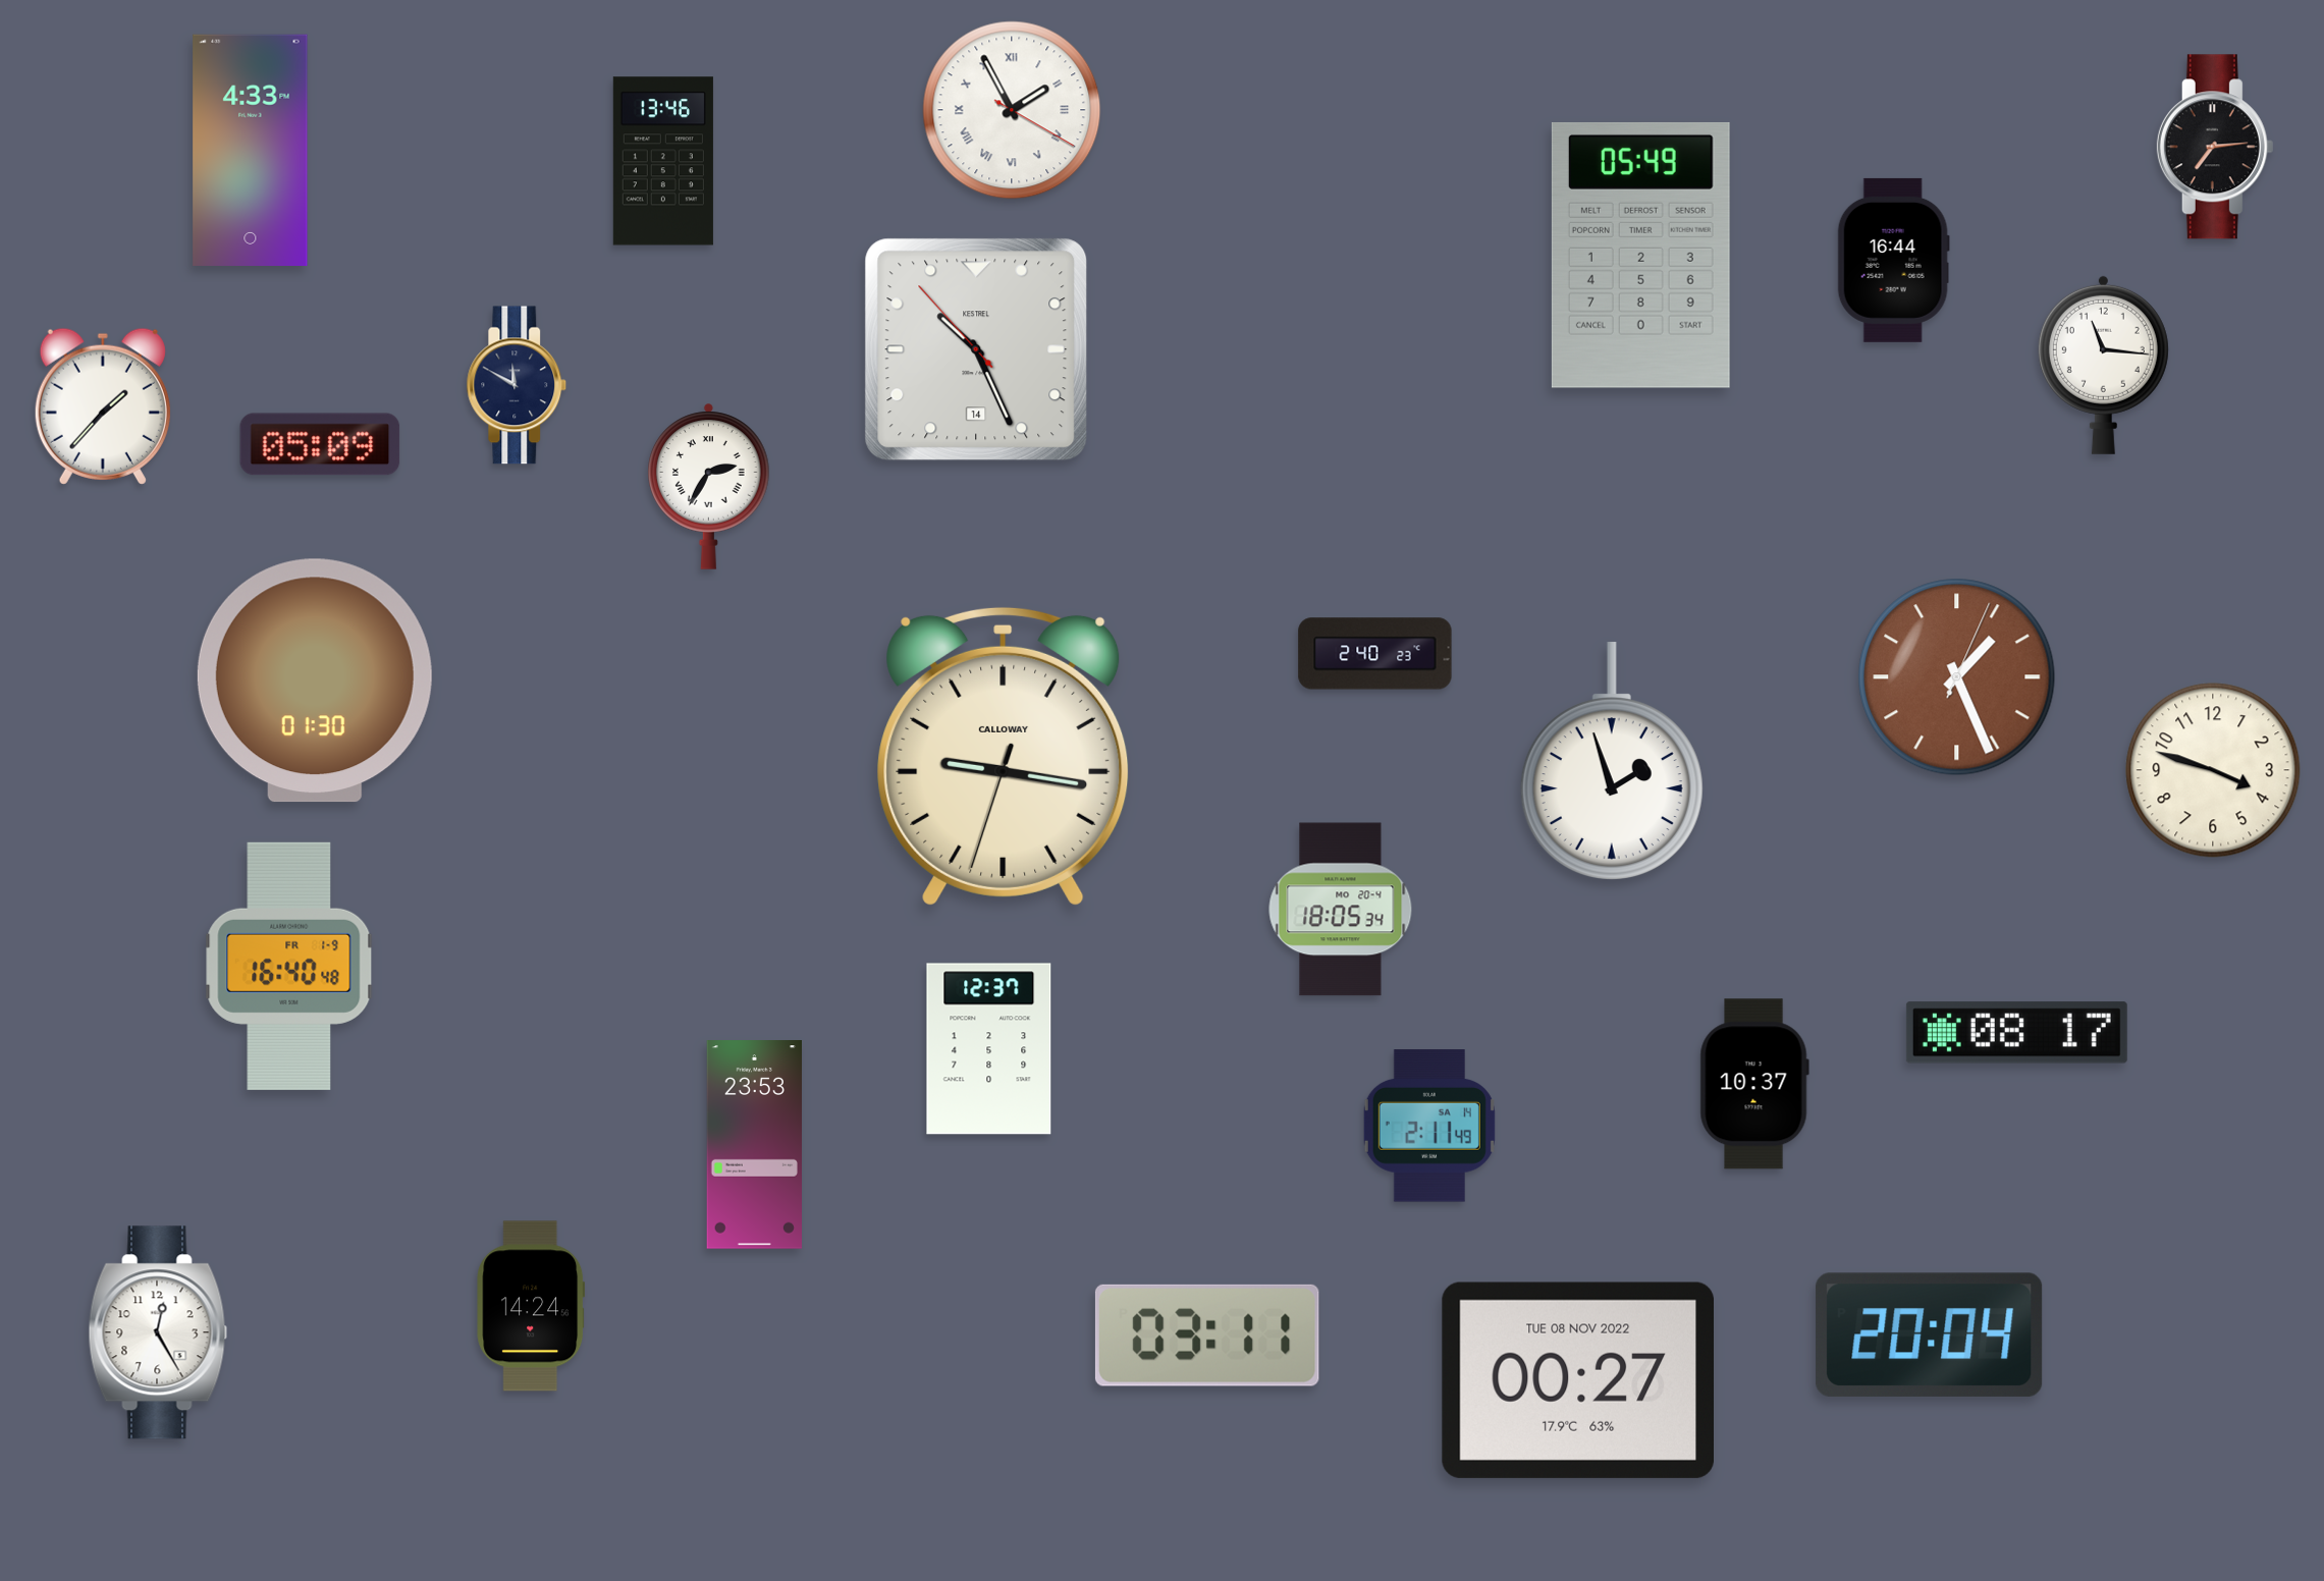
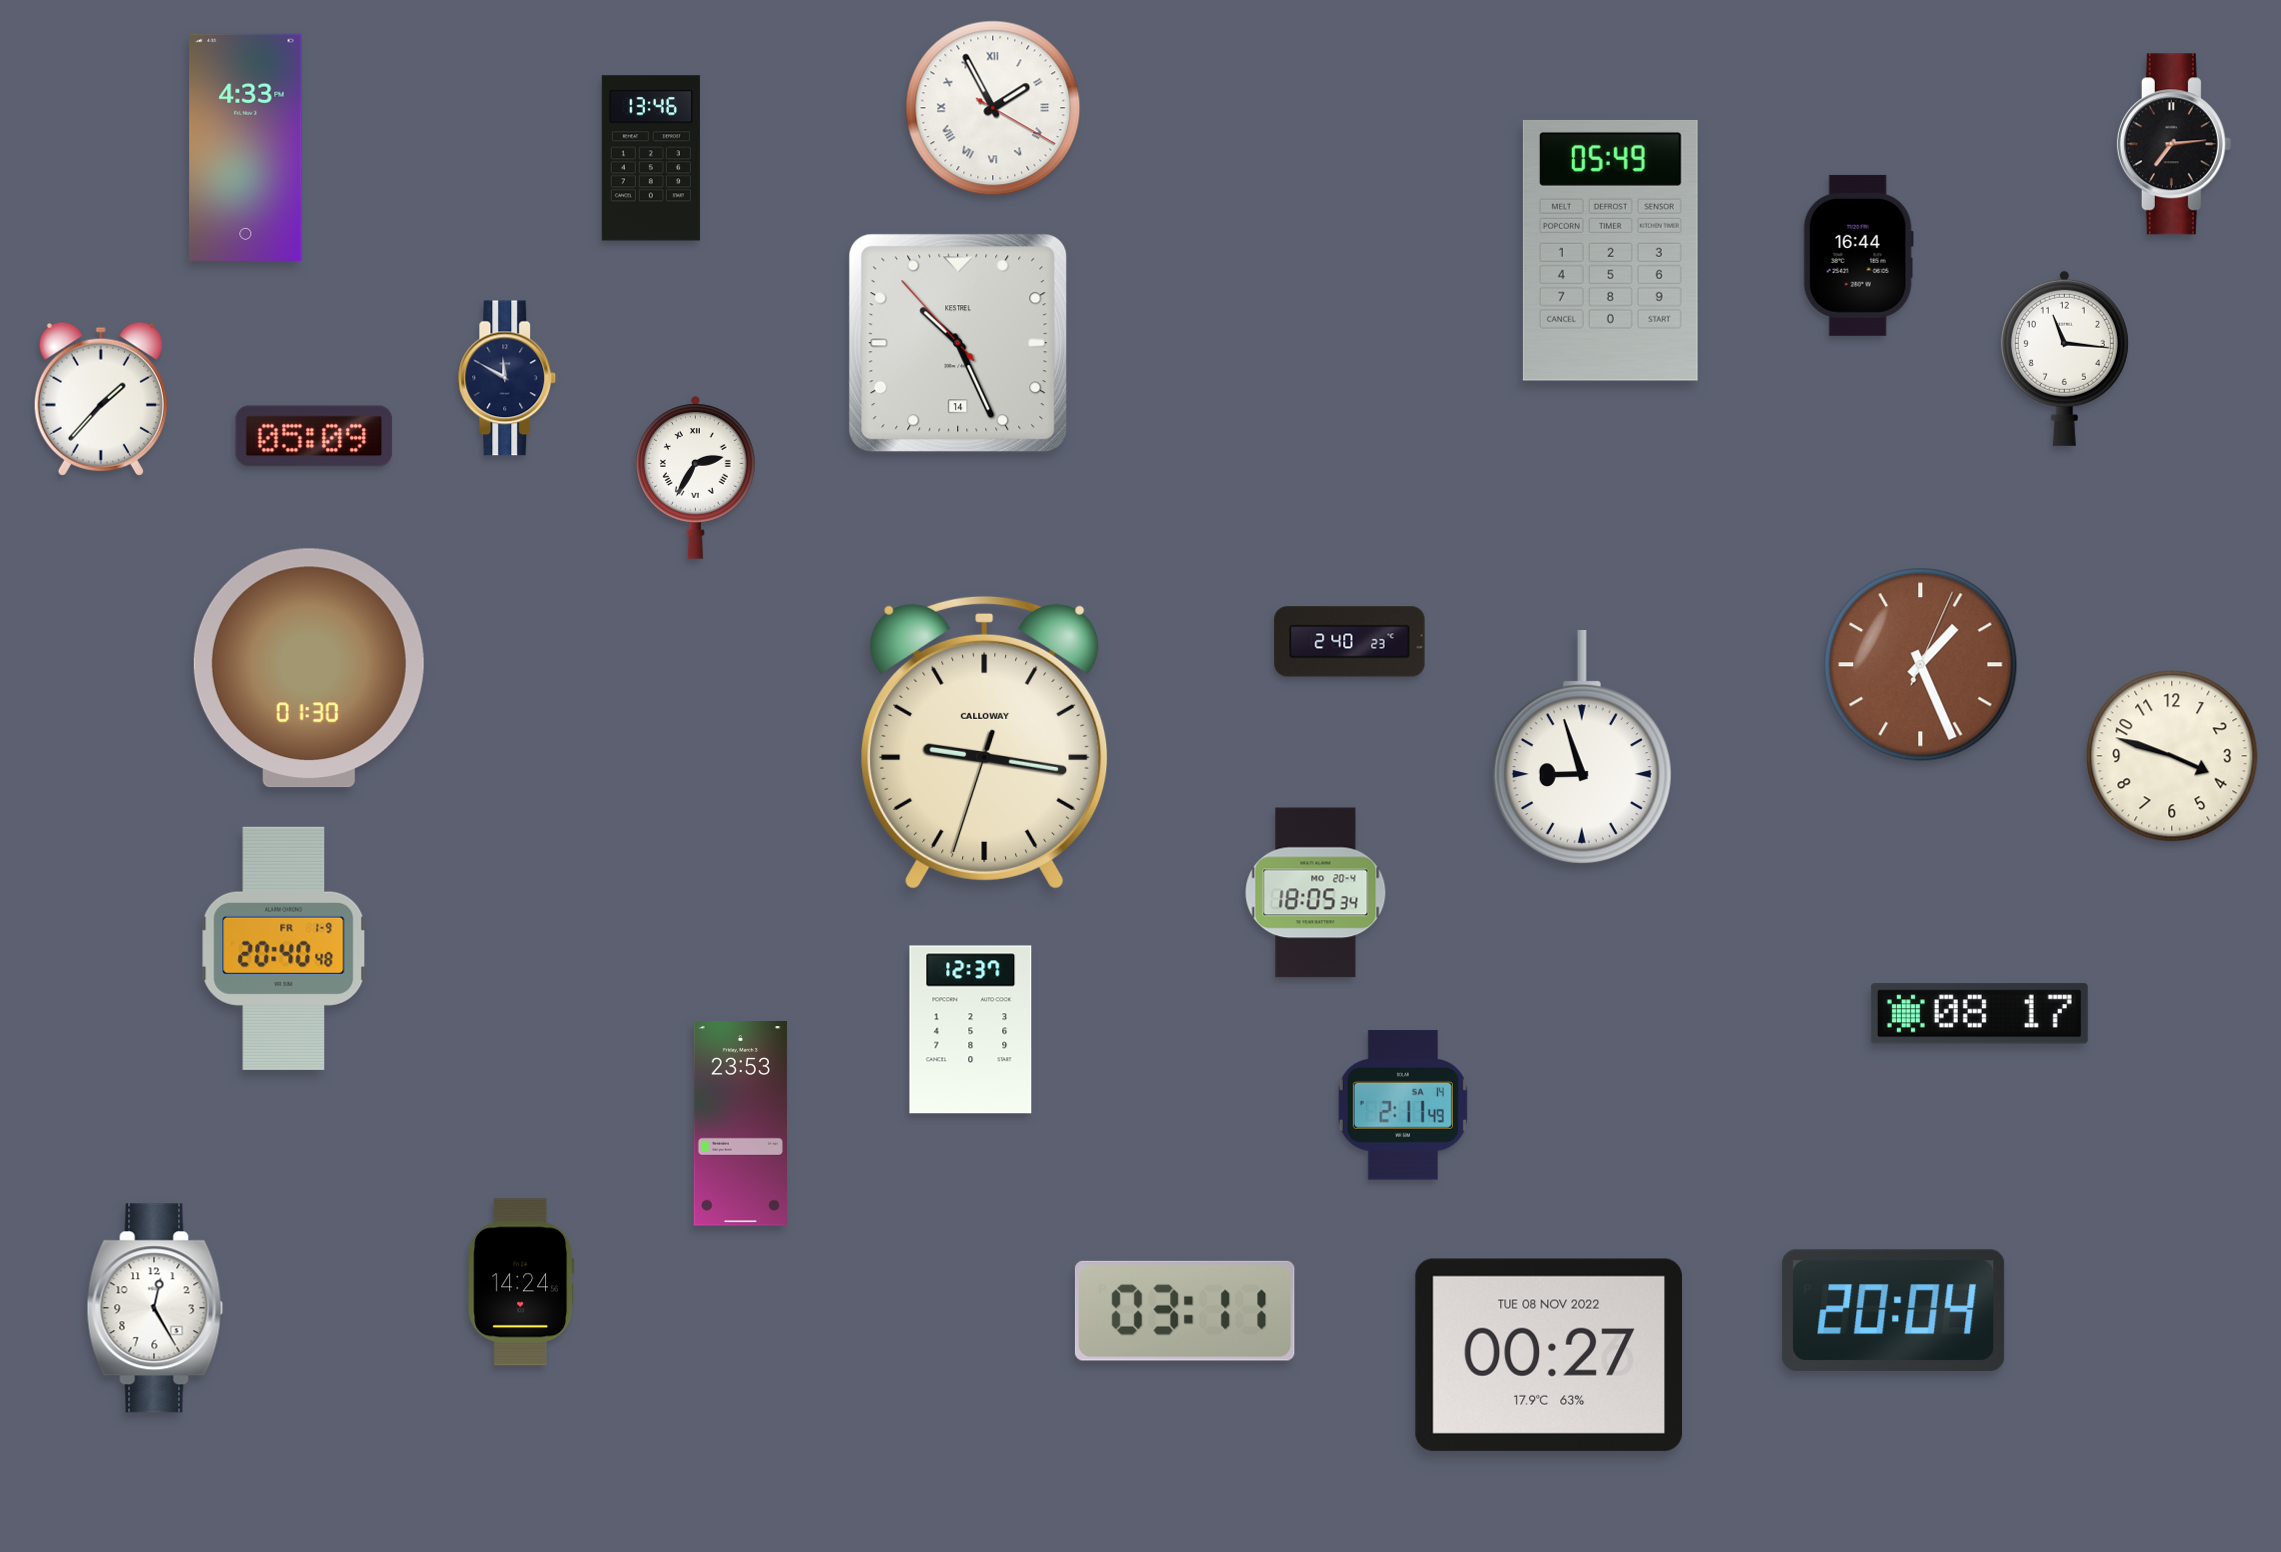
clock at (1612, 761): 1:57 -> 8:57
clock at (289, 966): 16:40 -> 20:40
clock at (1754, 1084): 10:37 -> none
